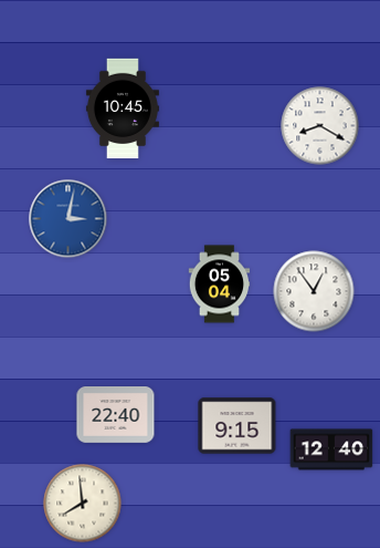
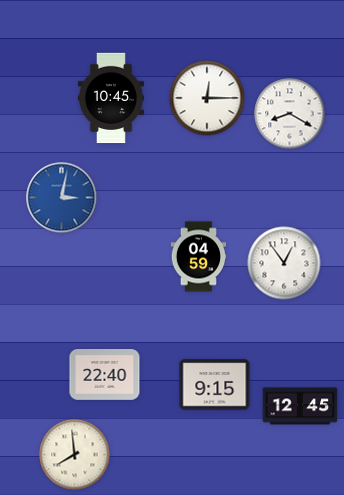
clock at (207, 98): none -> 12:15
clock at (220, 285): 05:04 -> 04:59
clock at (331, 449): 12:40 -> 12:45
